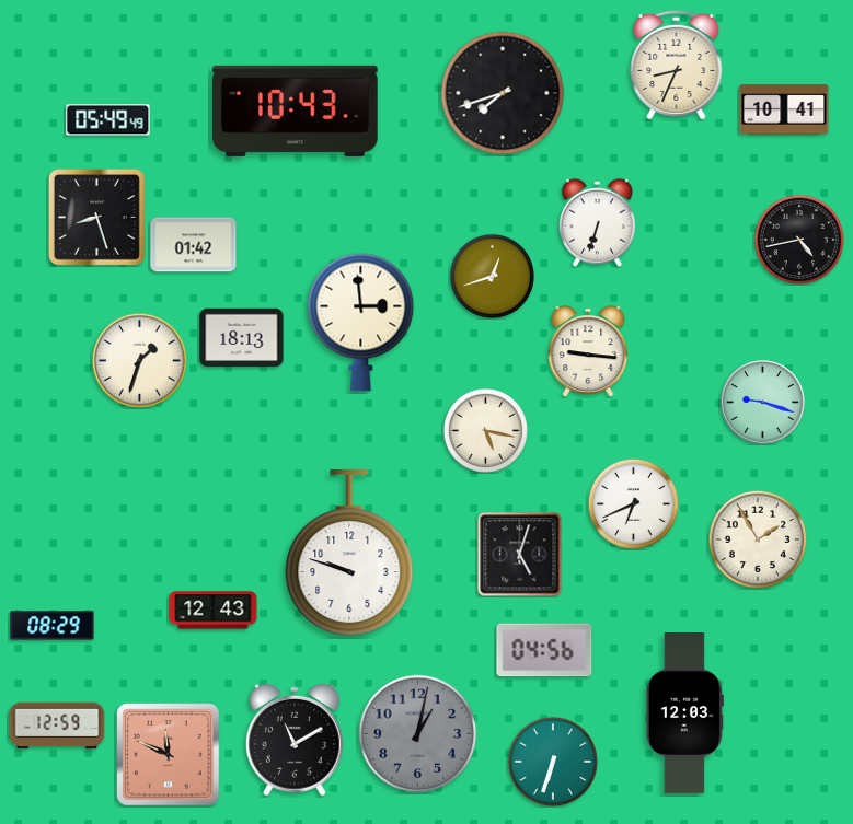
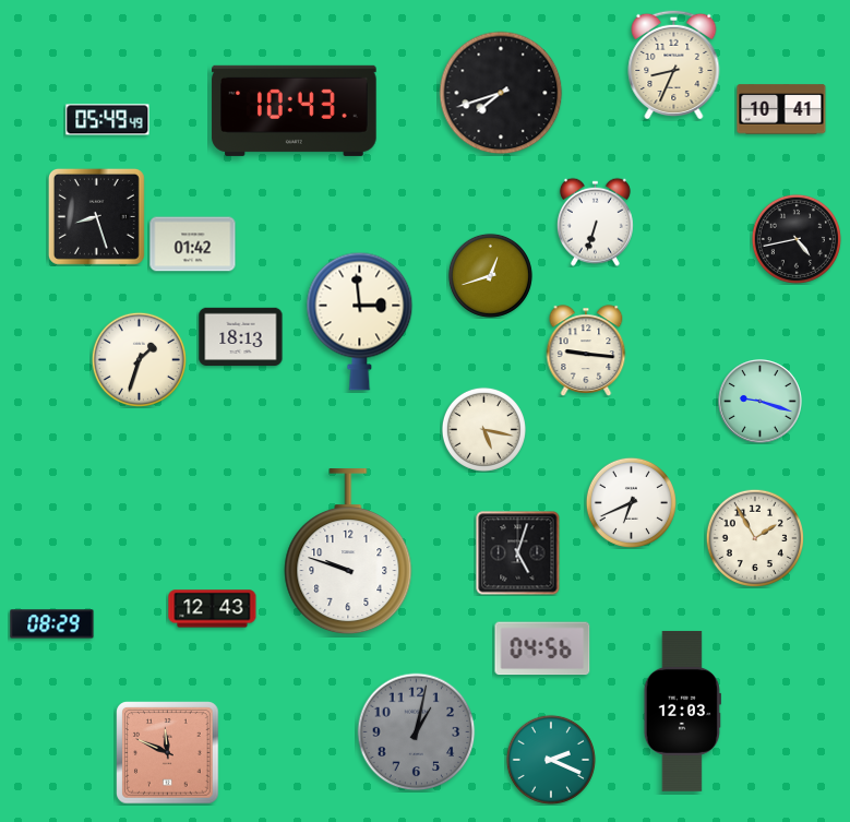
clock at (57, 726): 12:59 -> none
clock at (296, 740): 11:10 -> none
clock at (553, 762): 6:33 -> 2:19
